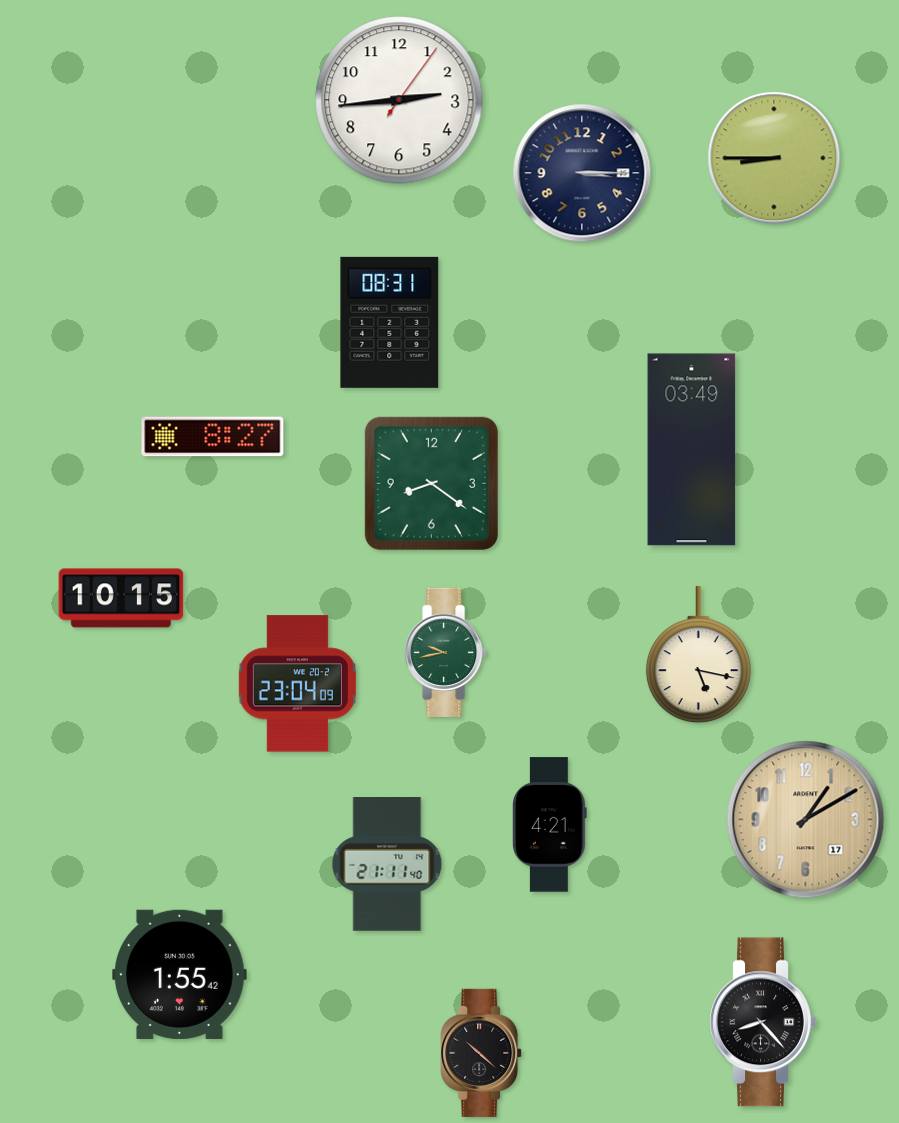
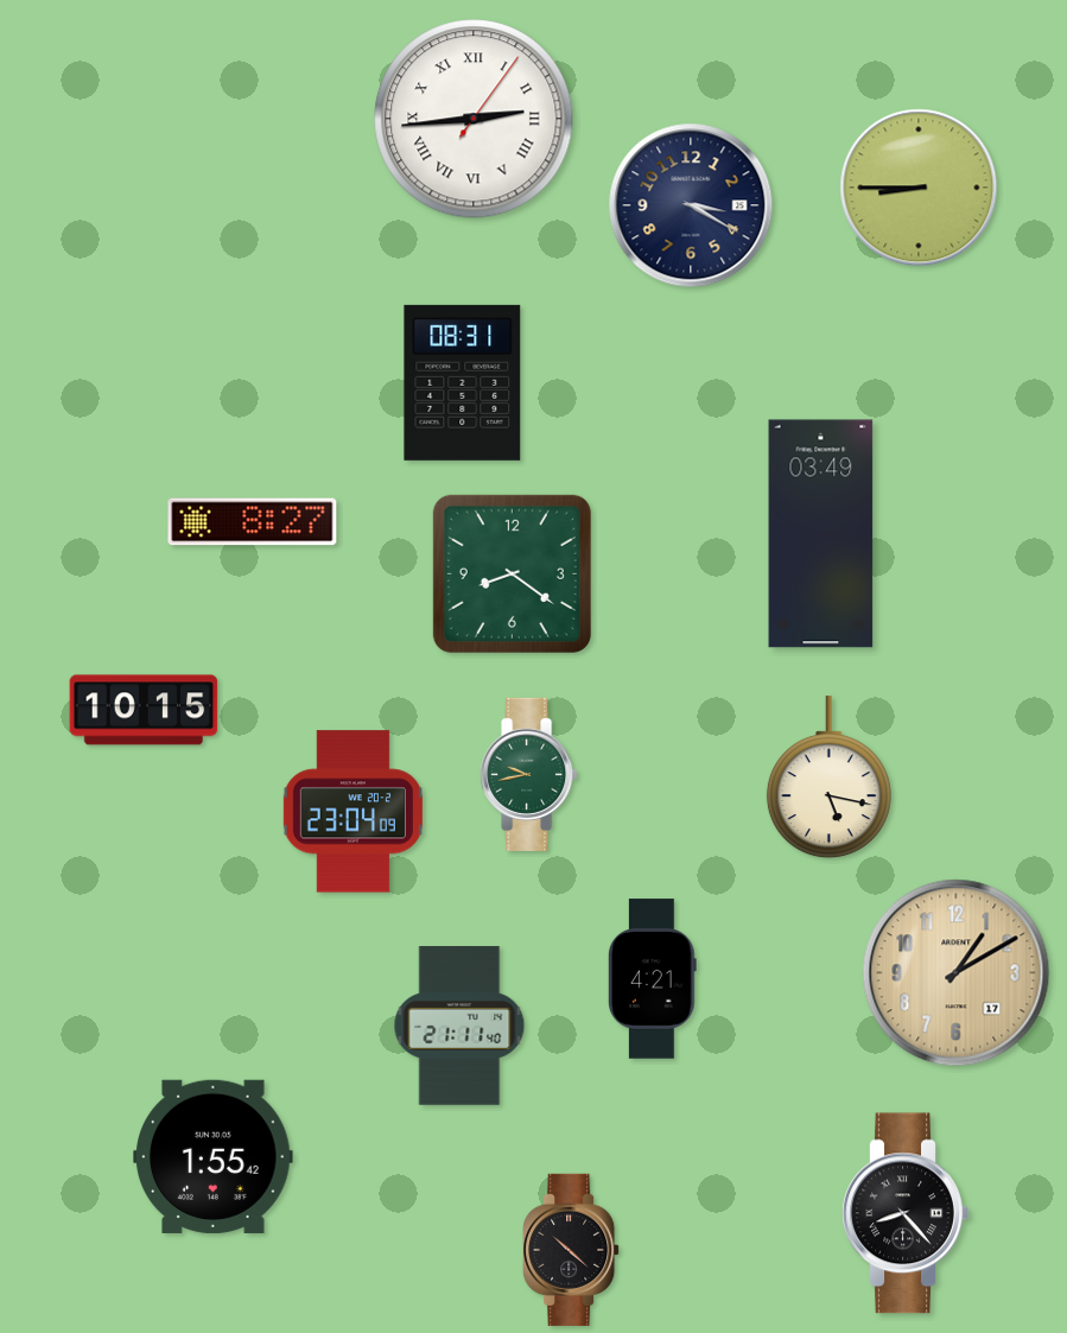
clock at (399, 100) numerals: Arabic -> Roman
clock at (582, 173): 3:15 -> 3:20
clock at (213, 437) position: (213, 437) -> (253, 522)
